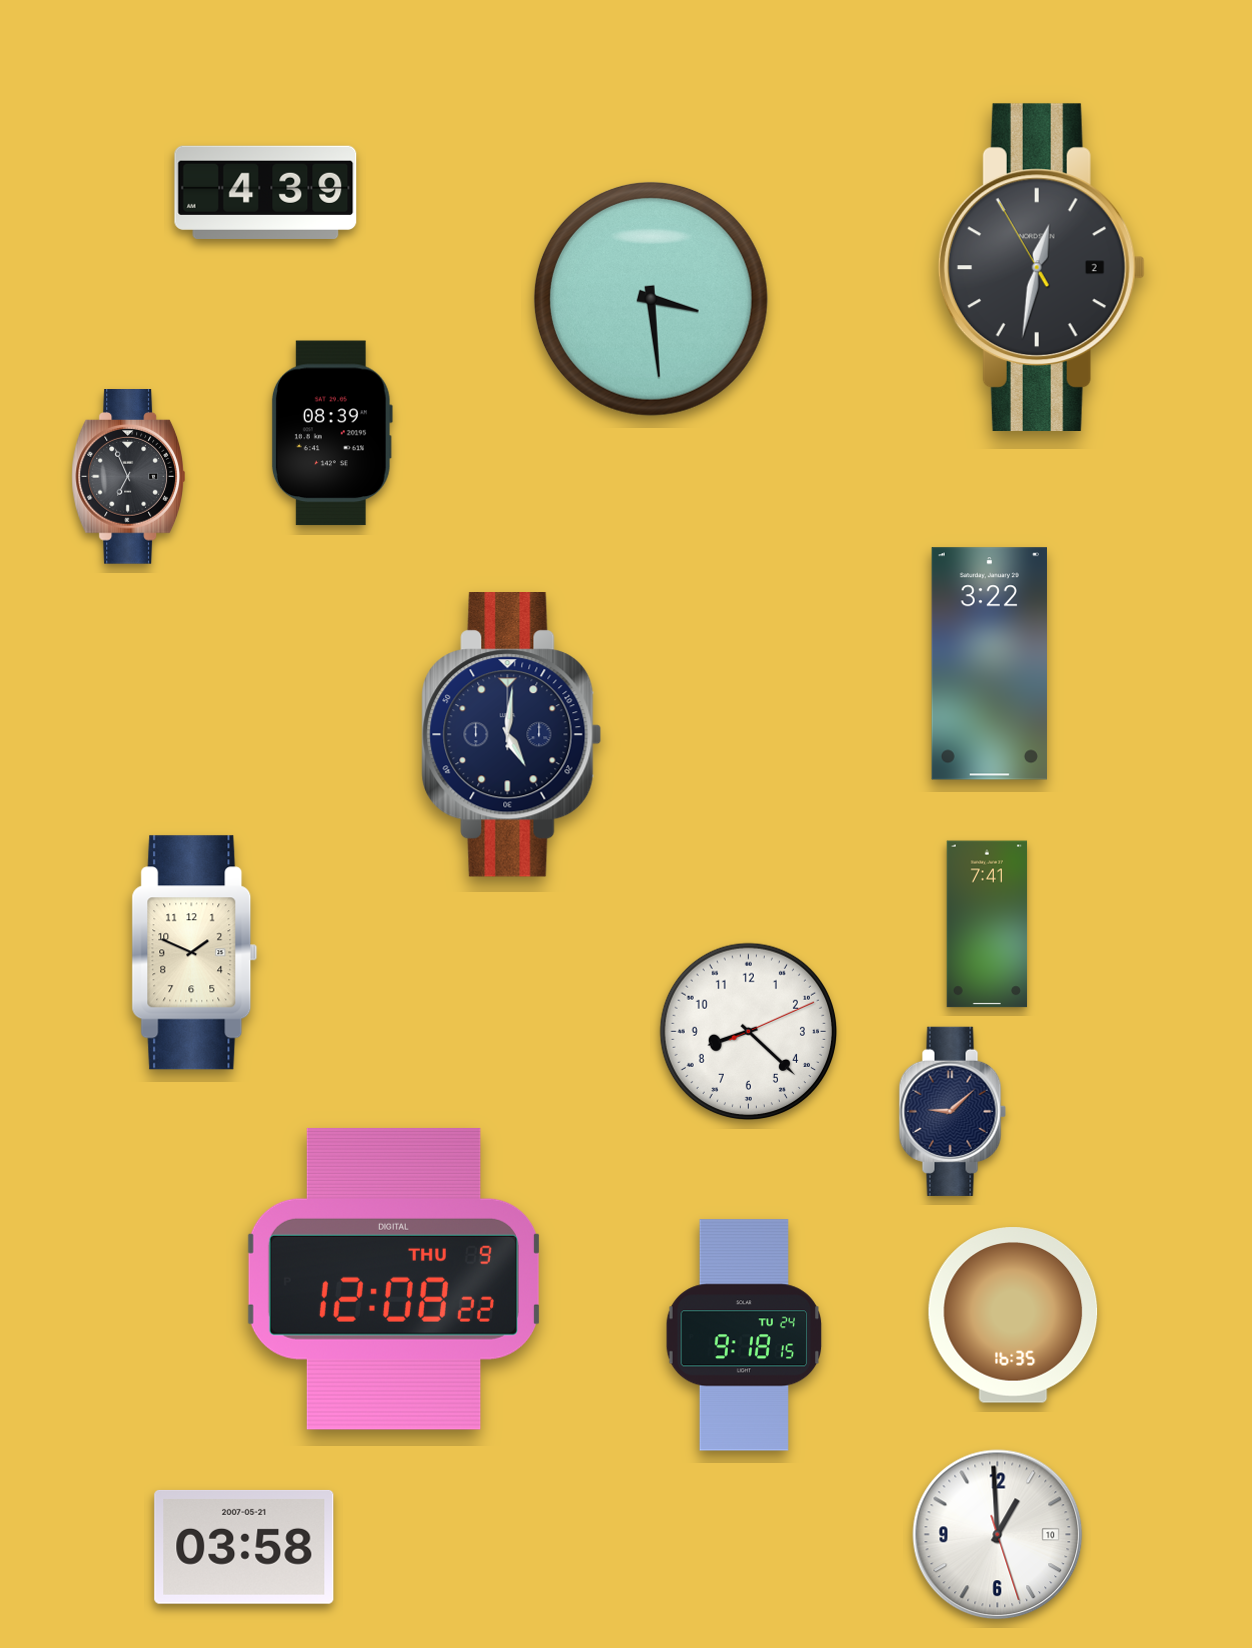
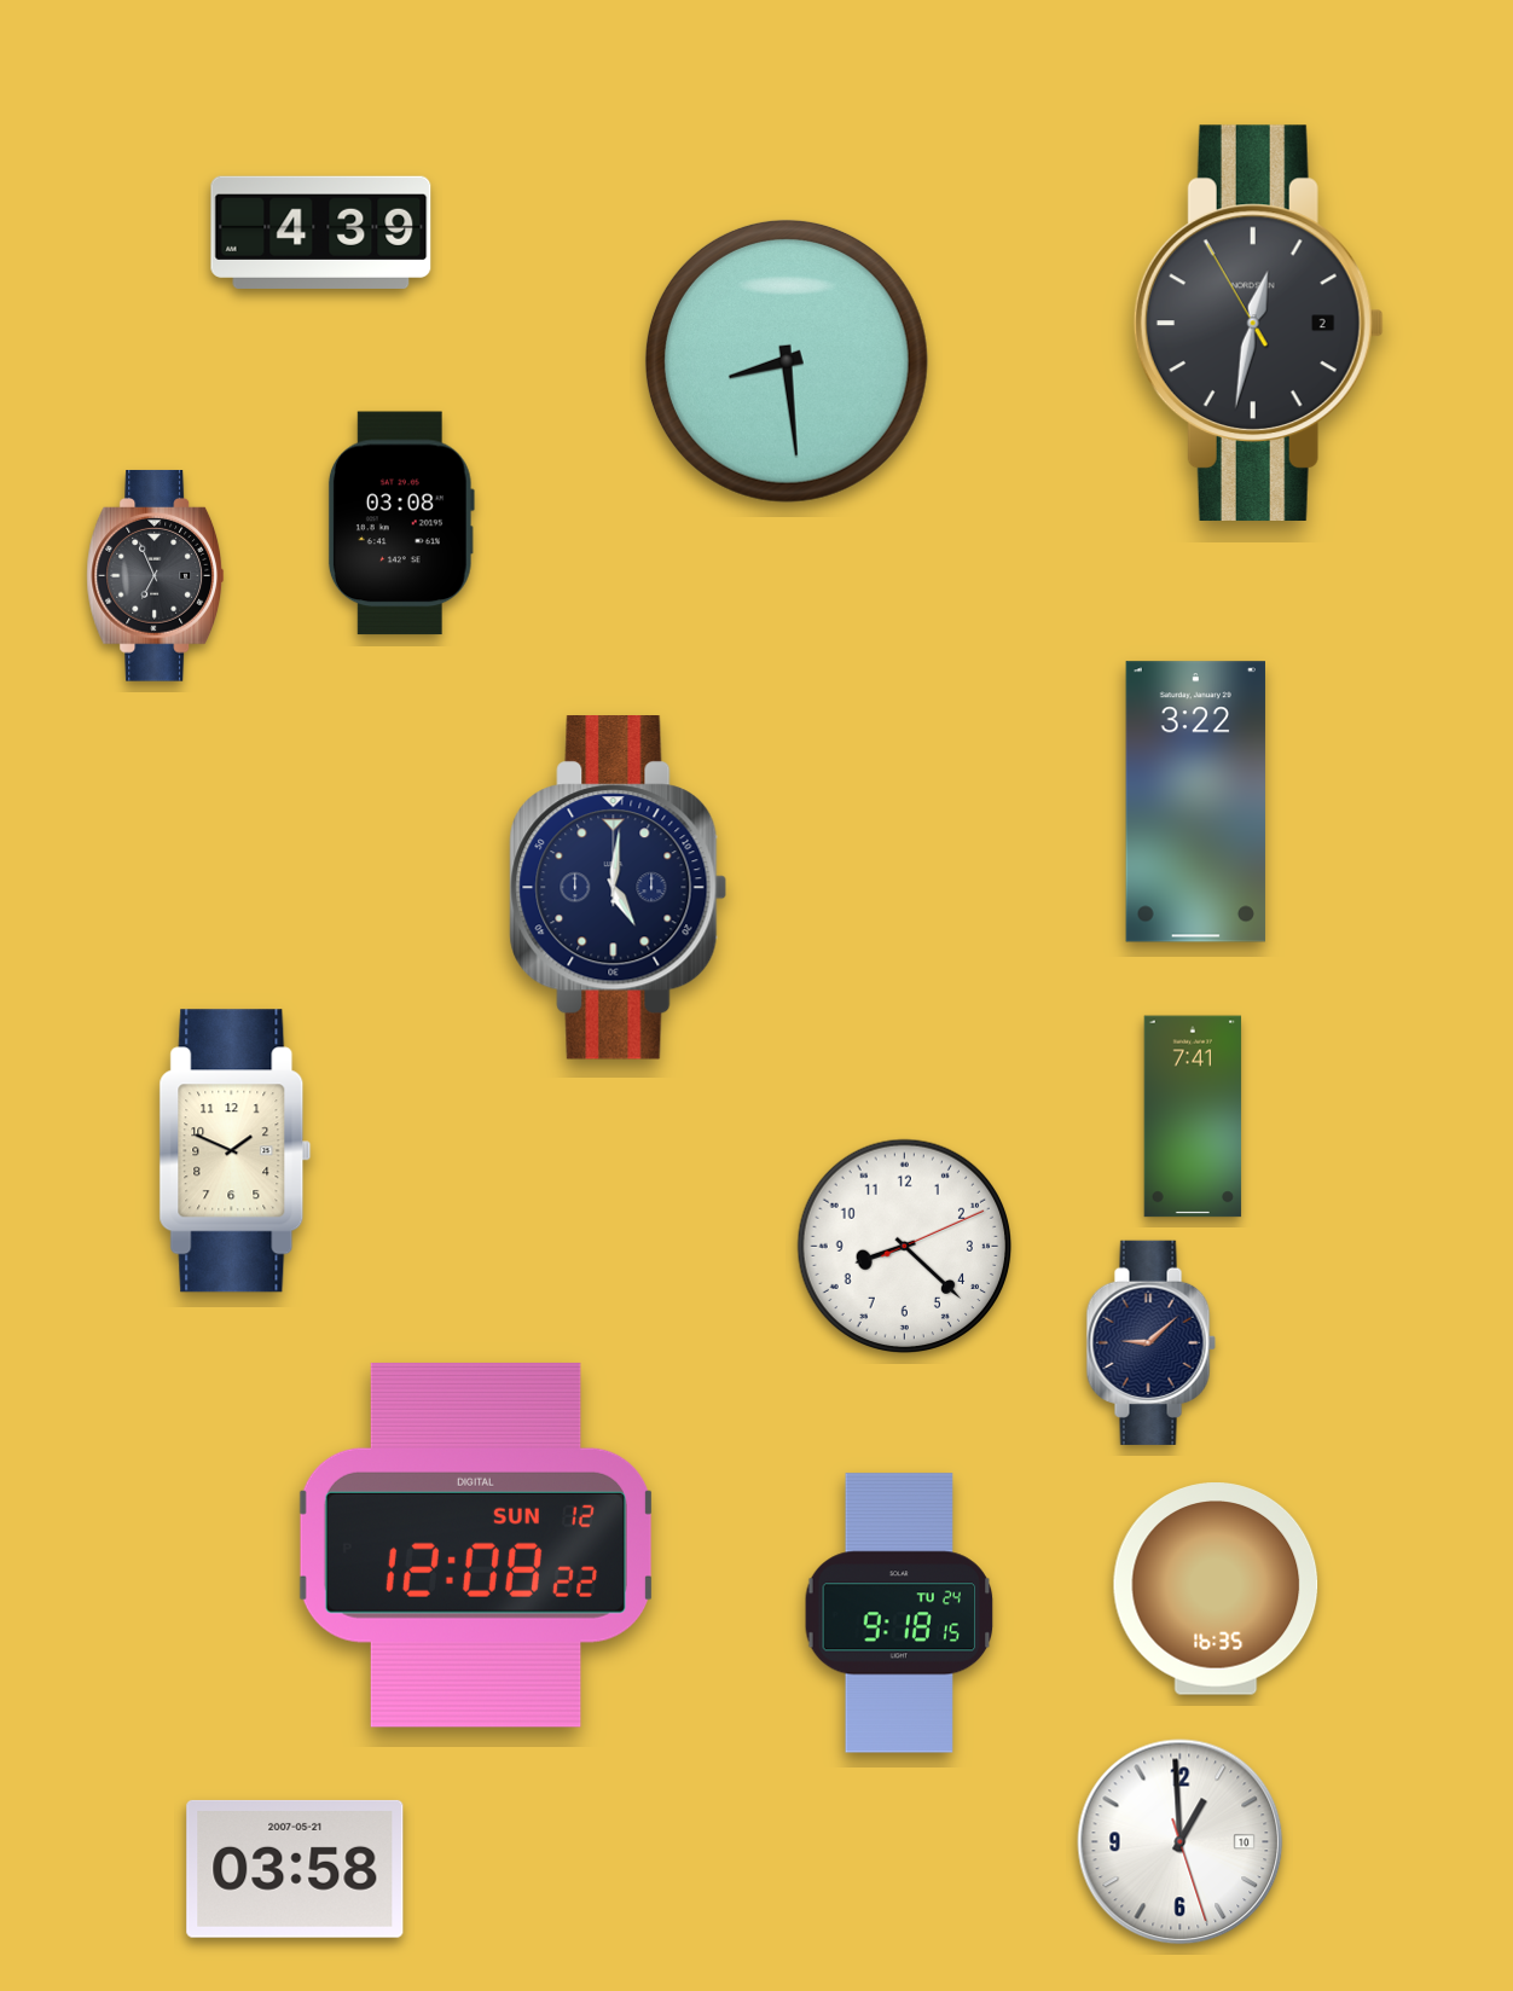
clock at (651, 299): 3:29 -> 8:29
clock at (332, 433): 08:39 -> 03:08
clock at (393, 1279) date: THU 9 -> SUN 12
clock at (1013, 1315) position: (1013, 1315) -> (1216, 1589)
clock at (998, 1535) position: (998, 1535) -> (1181, 1842)
